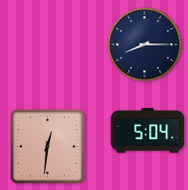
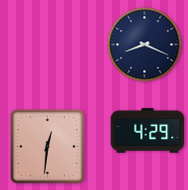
clock at (145, 45): 8:15 -> 8:19
clock at (148, 131): 5:04 -> 4:29
